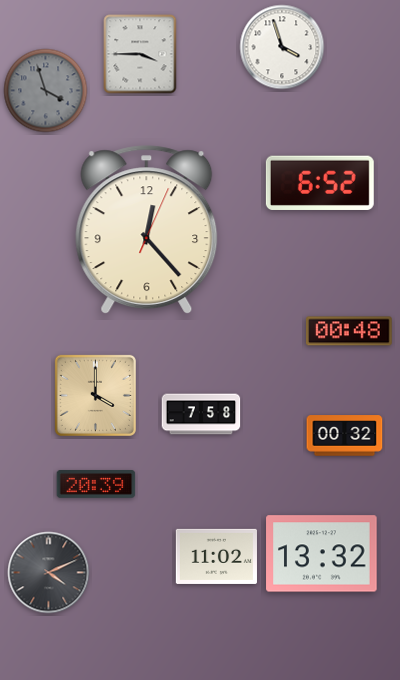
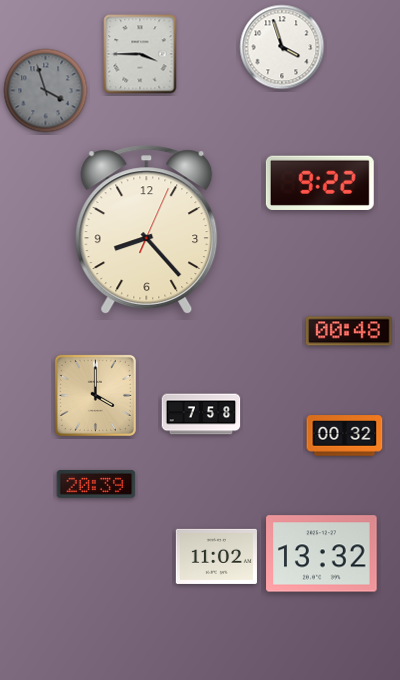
clock at (320, 183): 6:52 -> 9:22
clock at (147, 230): 12:23 -> 8:23
clock at (49, 573): 4:11 -> none
